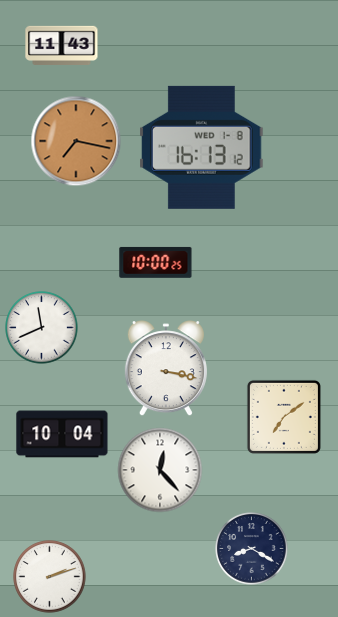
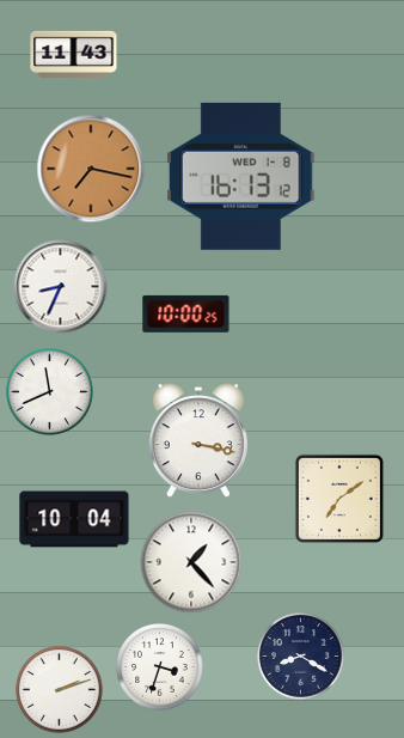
clock at (61, 287): none -> 8:34
clock at (160, 470): 12:23 -> 1:23
clock at (160, 667): none -> 3:33
